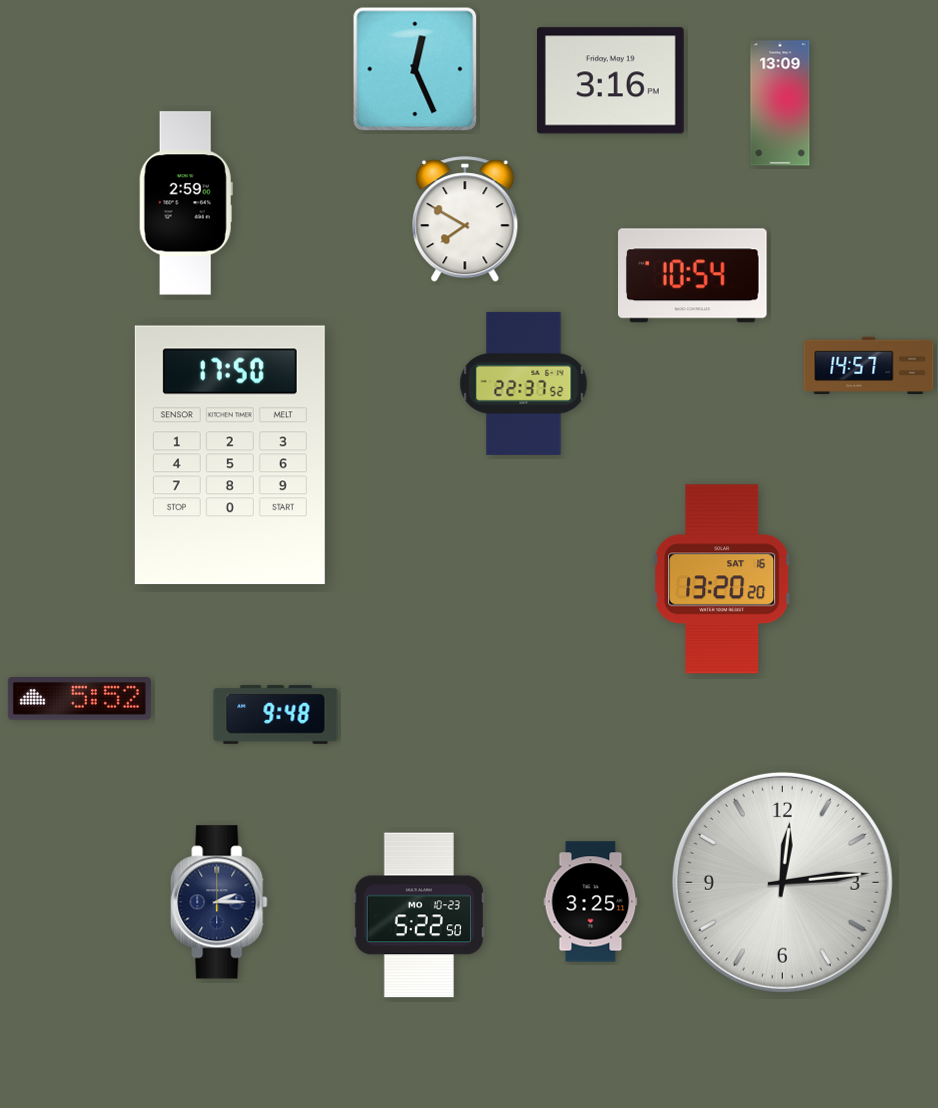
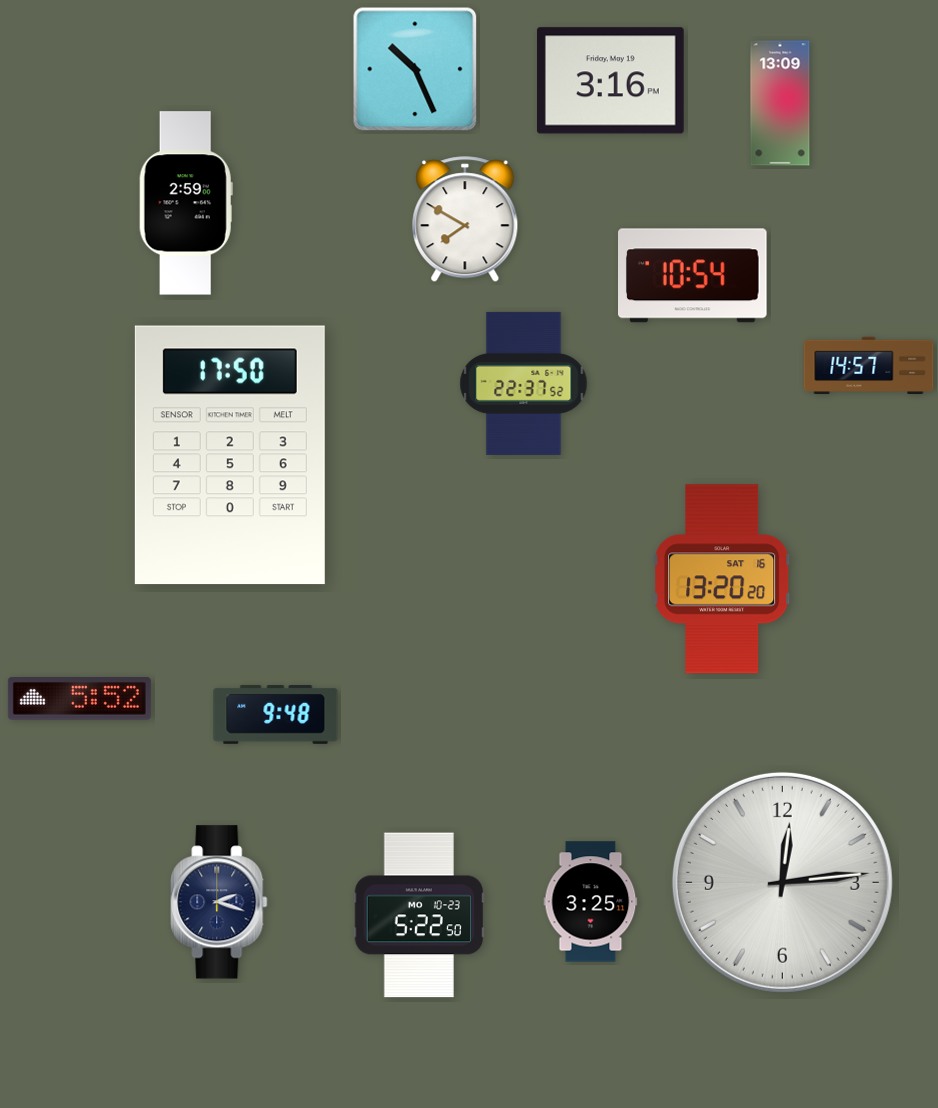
clock at (415, 69): 12:26 -> 10:26
clock at (219, 902): 2:15 -> 2:18
